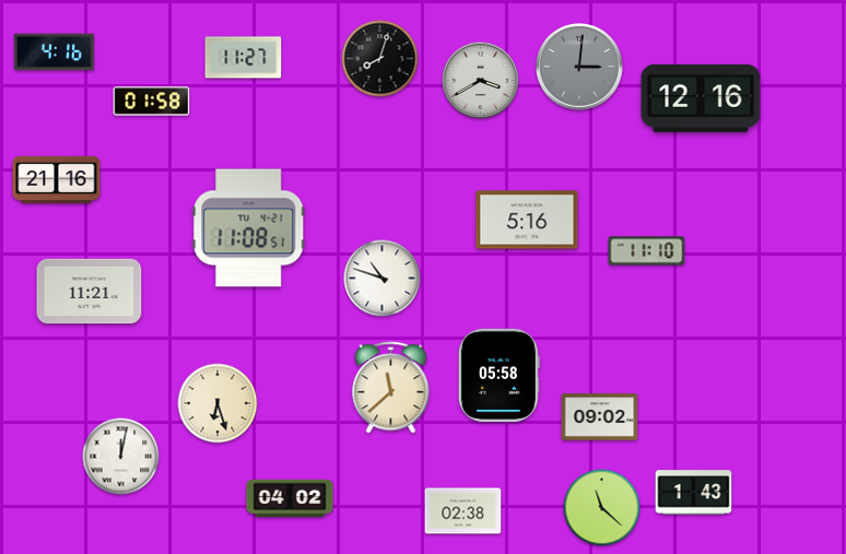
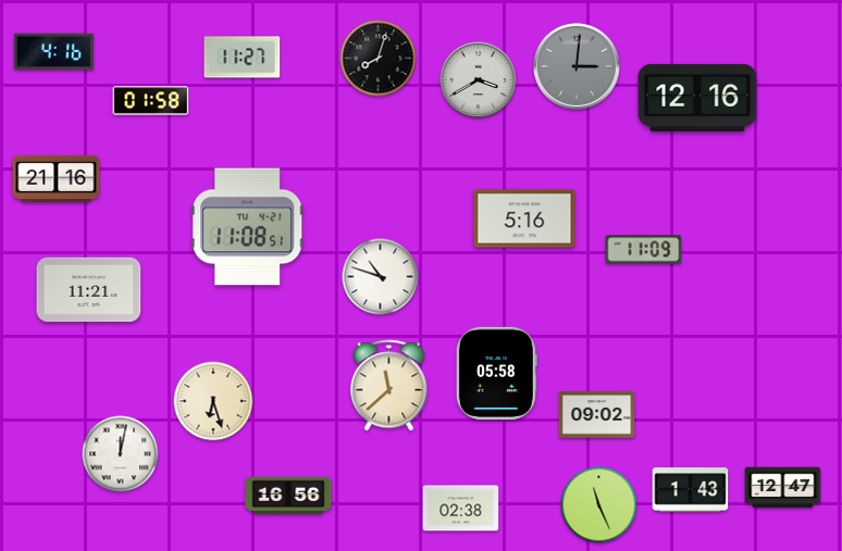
clock at (647, 251): 11:10 -> 11:09
clock at (218, 403) position: (218, 403) -> (213, 401)
clock at (783, 488): none -> 12:47
clock at (290, 497): 04:02 -> 16:56
clock at (602, 508): 11:22 -> 11:26
